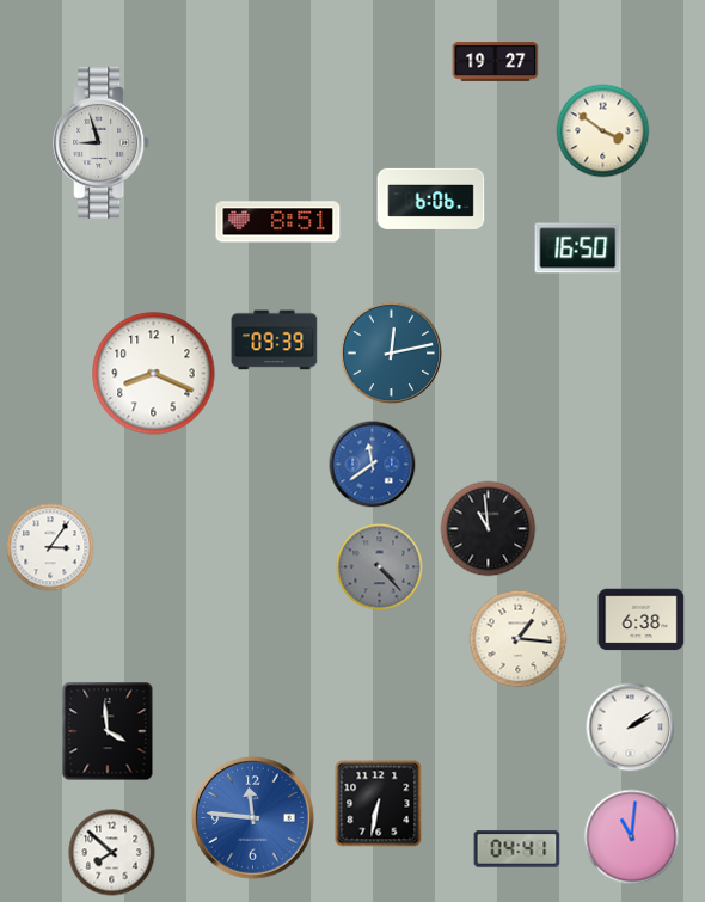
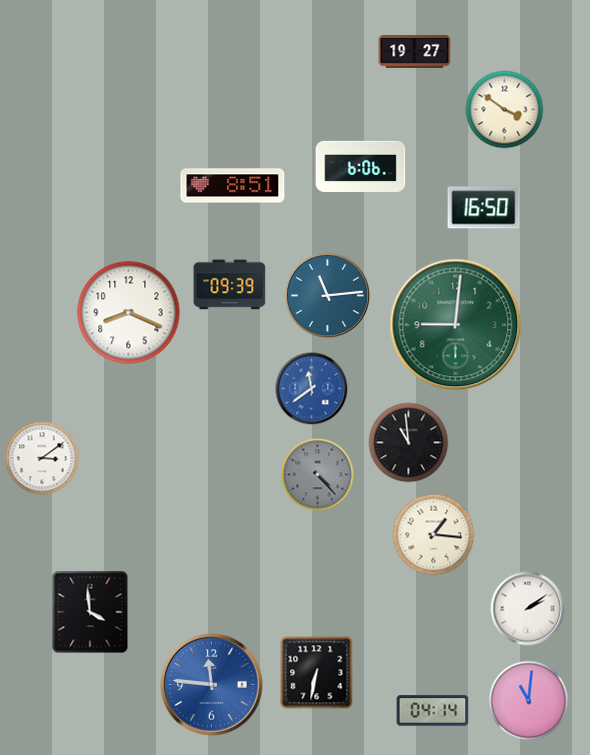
clock at (102, 142): 8:57 -> none
clock at (392, 354): 12:13 -> 11:14
clock at (456, 325): none -> 9:01
clock at (50, 547): 3:06 -> 3:09
clock at (642, 620): 6:38 -> none
clock at (517, 849): 04:41 -> 04:14
clock at (112, 853): 7:52 -> none
